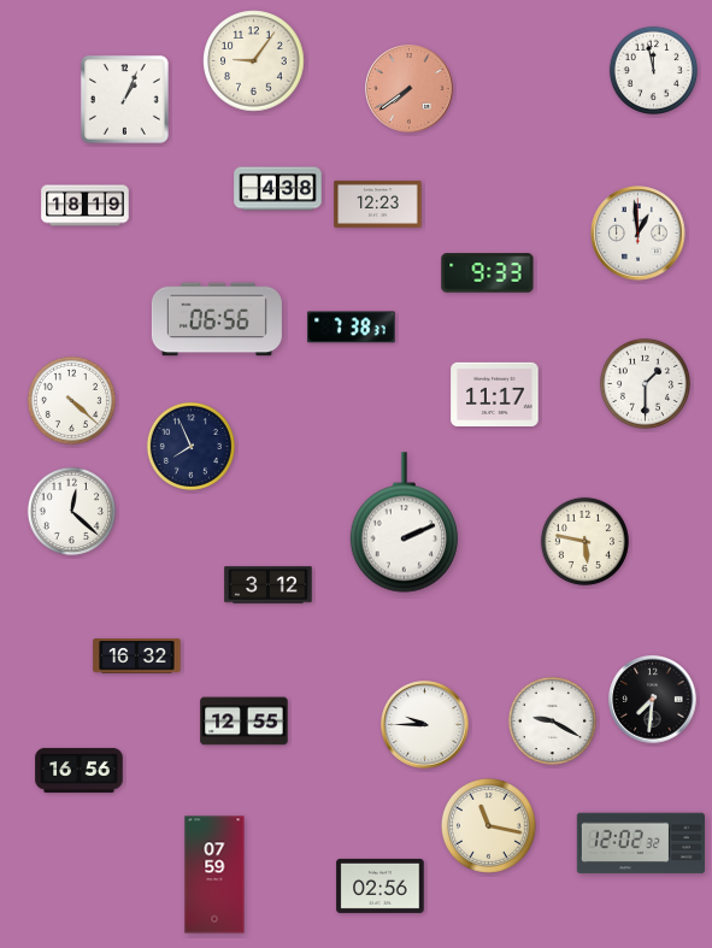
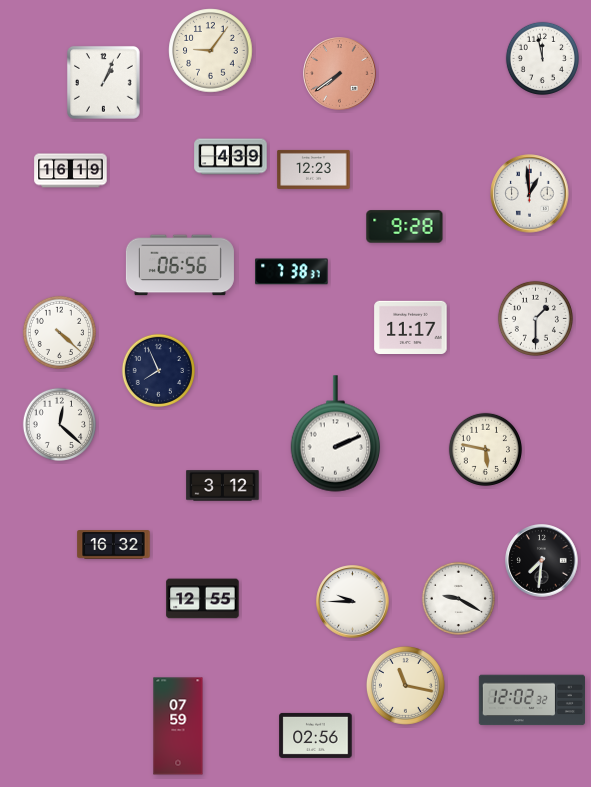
clock at (278, 189): 4:38 -> 4:39
clock at (86, 206): 18:19 -> 16:19
clock at (488, 273): 9:33 -> 9:28
clock at (653, 700) position: (653, 700) -> (542, 561)
clock at (80, 770): 16:56 -> none
